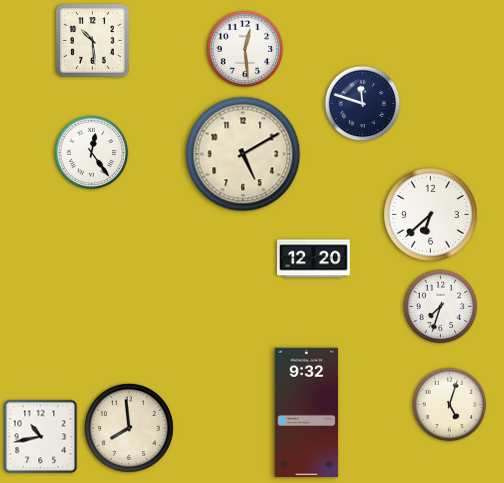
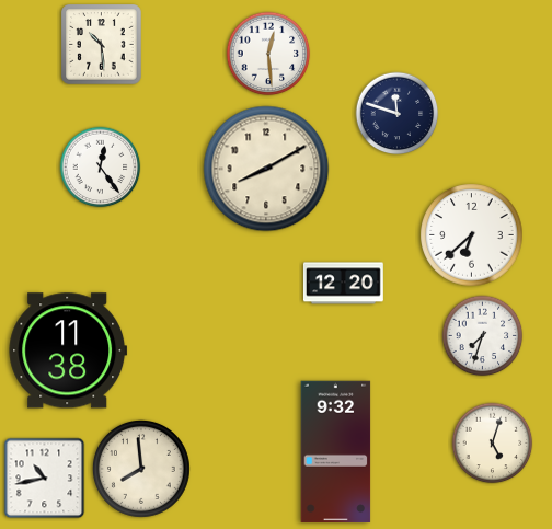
clock at (243, 154): 5:10 -> 8:10
clock at (68, 350): none -> 11:38
